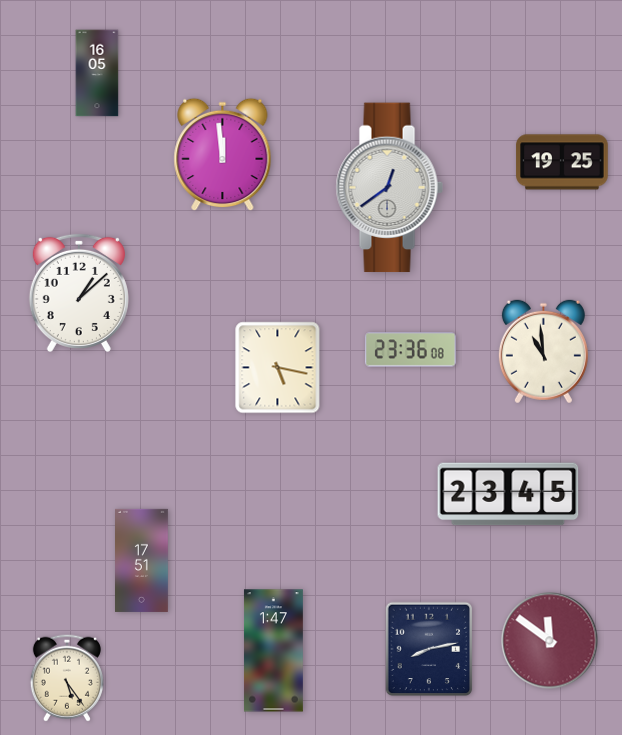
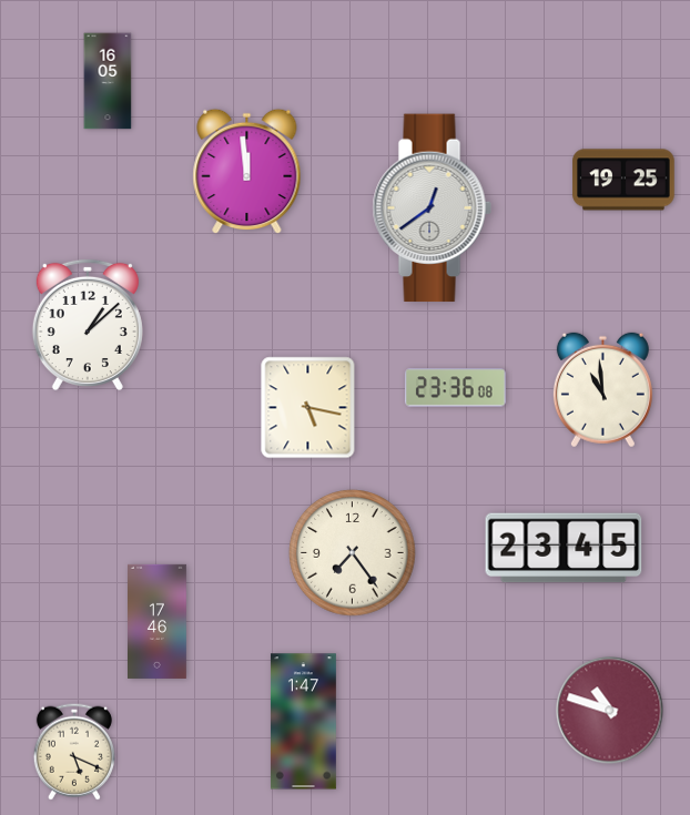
clock at (353, 553): none -> 7:24
clock at (142, 560): 17:51 -> 17:46
clock at (550, 641): 11:51 -> 10:48
clock at (429, 649): 8:13 -> none
clock at (67, 678): 5:24 -> 5:19
